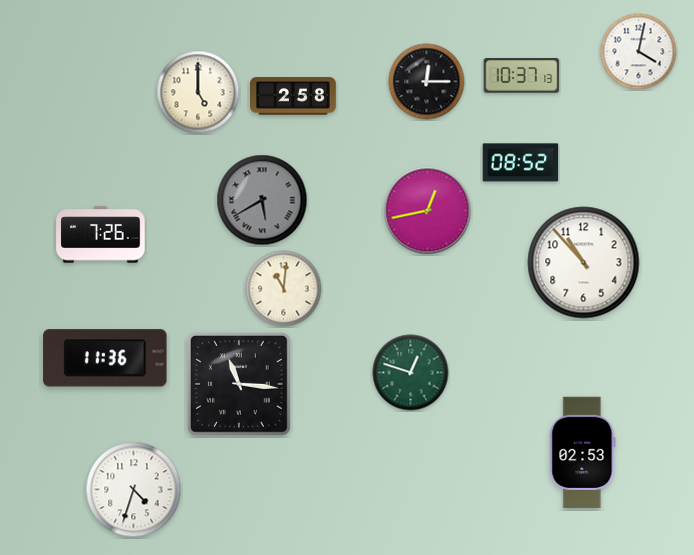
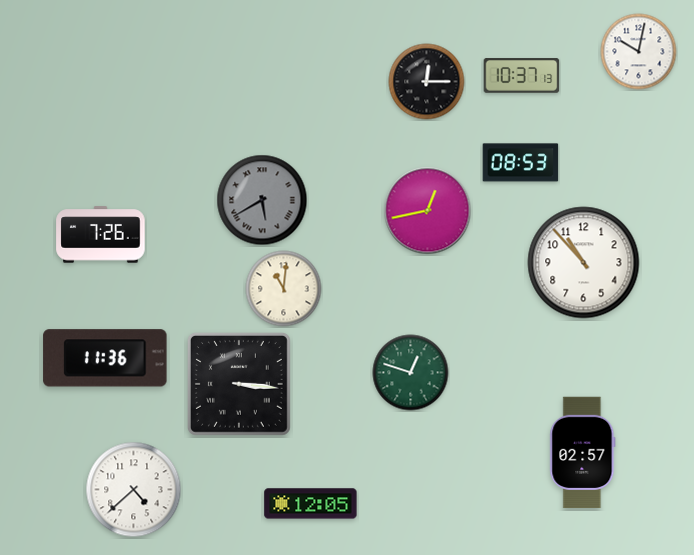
clock at (639, 52): 4:02 -> 10:02
clock at (198, 92): 5:00 -> none
clock at (294, 96): 2:58 -> none
clock at (521, 163): 08:52 -> 08:53
clock at (239, 384): 11:16 -> 3:16
clock at (583, 453): 02:53 -> 02:57
clock at (134, 490): 4:33 -> 4:38
clock at (311, 504): none -> 12:05
